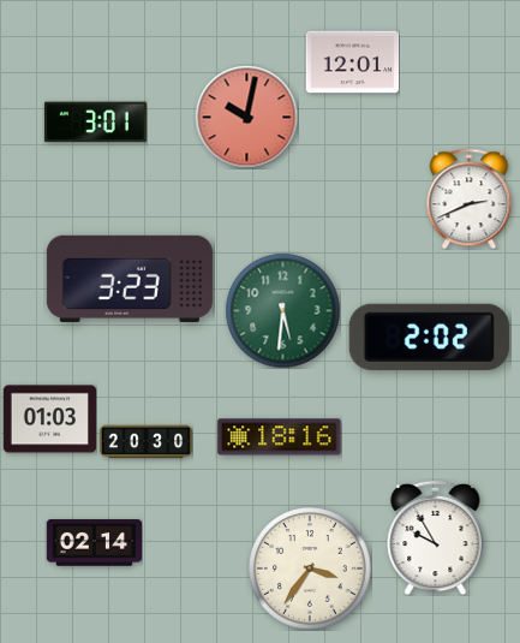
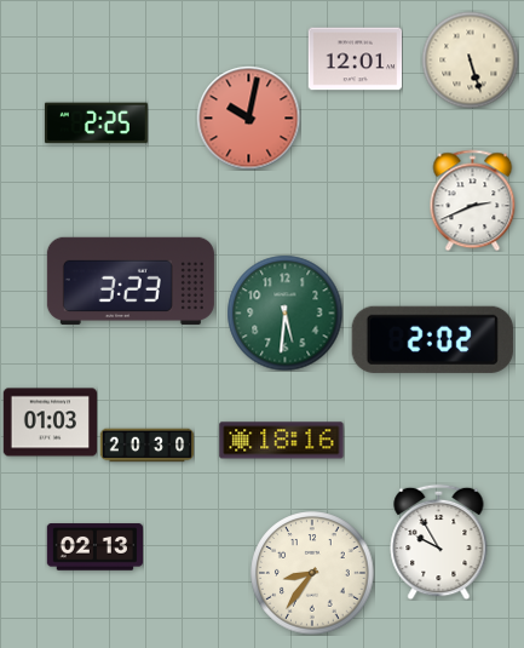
clock at (470, 59): none -> 5:27
clock at (352, 62) position: (352, 62) -> (355, 59)
clock at (95, 123): 3:01 -> 2:25
clock at (94, 543): 02:14 -> 02:13
clock at (310, 568): 3:36 -> 8:36
